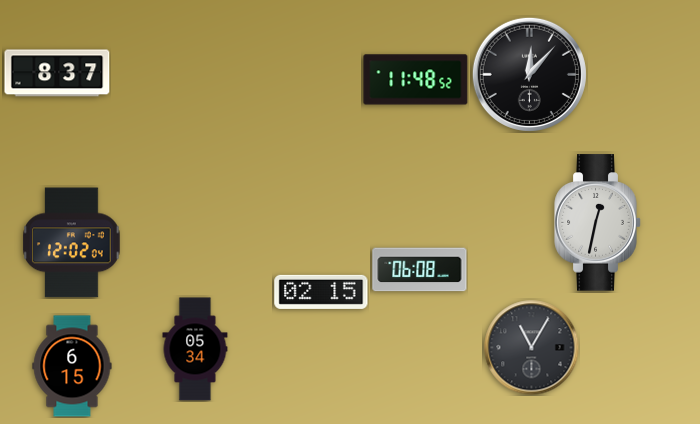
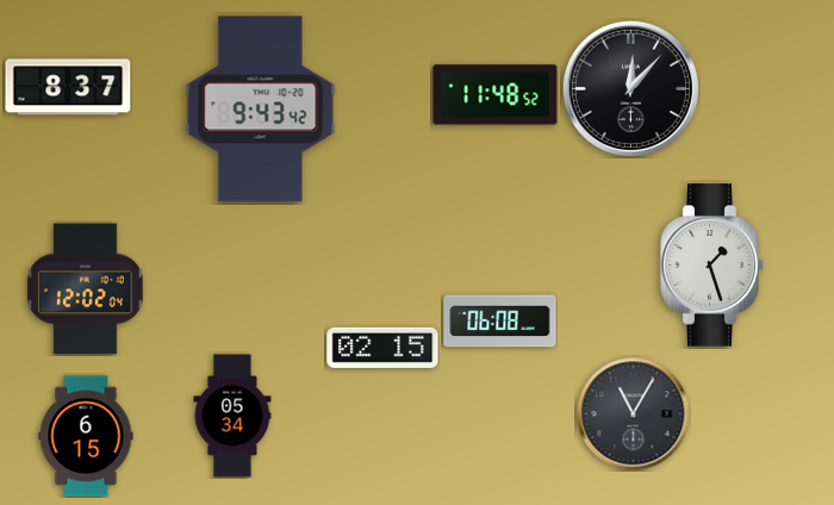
clock at (261, 110): none -> 9:43
clock at (598, 223): 12:32 -> 1:27
